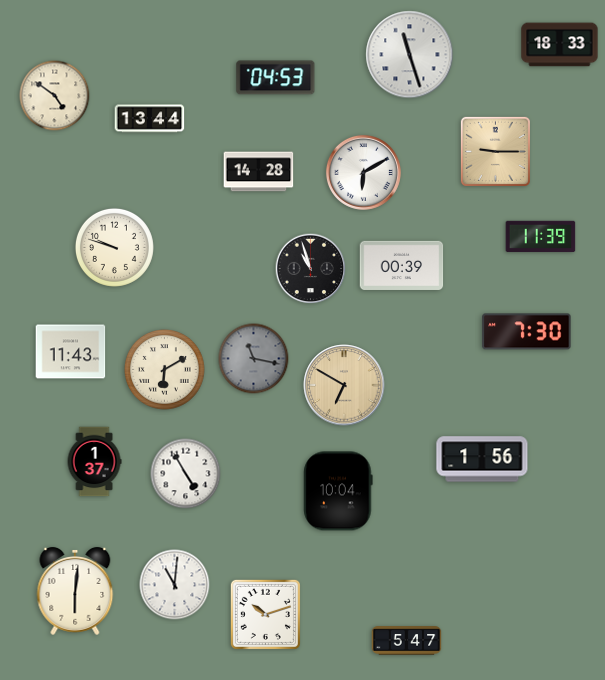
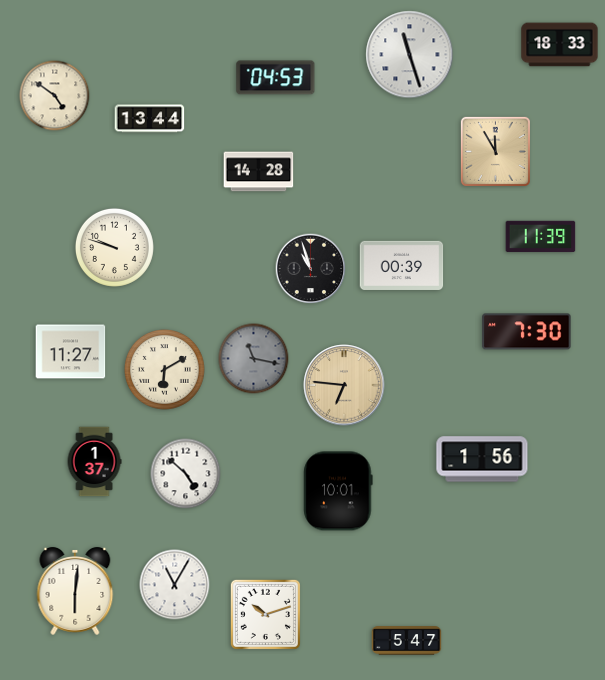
clock at (495, 151): 9:15 -> 11:55
clock at (363, 172): 6:10 -> none
clock at (71, 352): 11:43 -> 11:27
clock at (344, 385): 6:50 -> 6:46
clock at (186, 474): 4:55 -> 4:52
clock at (338, 491): 10:04 -> 10:01
clock at (175, 585): 11:01 -> 11:05
